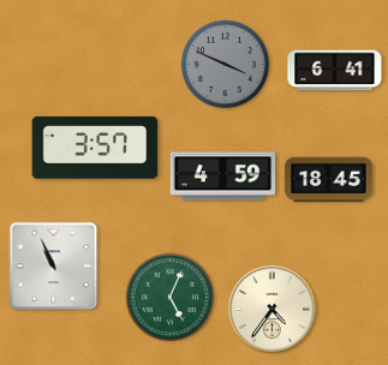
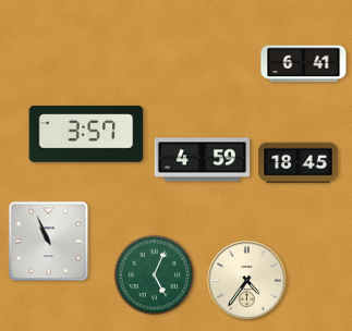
clock at (226, 65): 3:49 -> none
clock at (171, 298) position: (171, 298) -> (155, 275)
